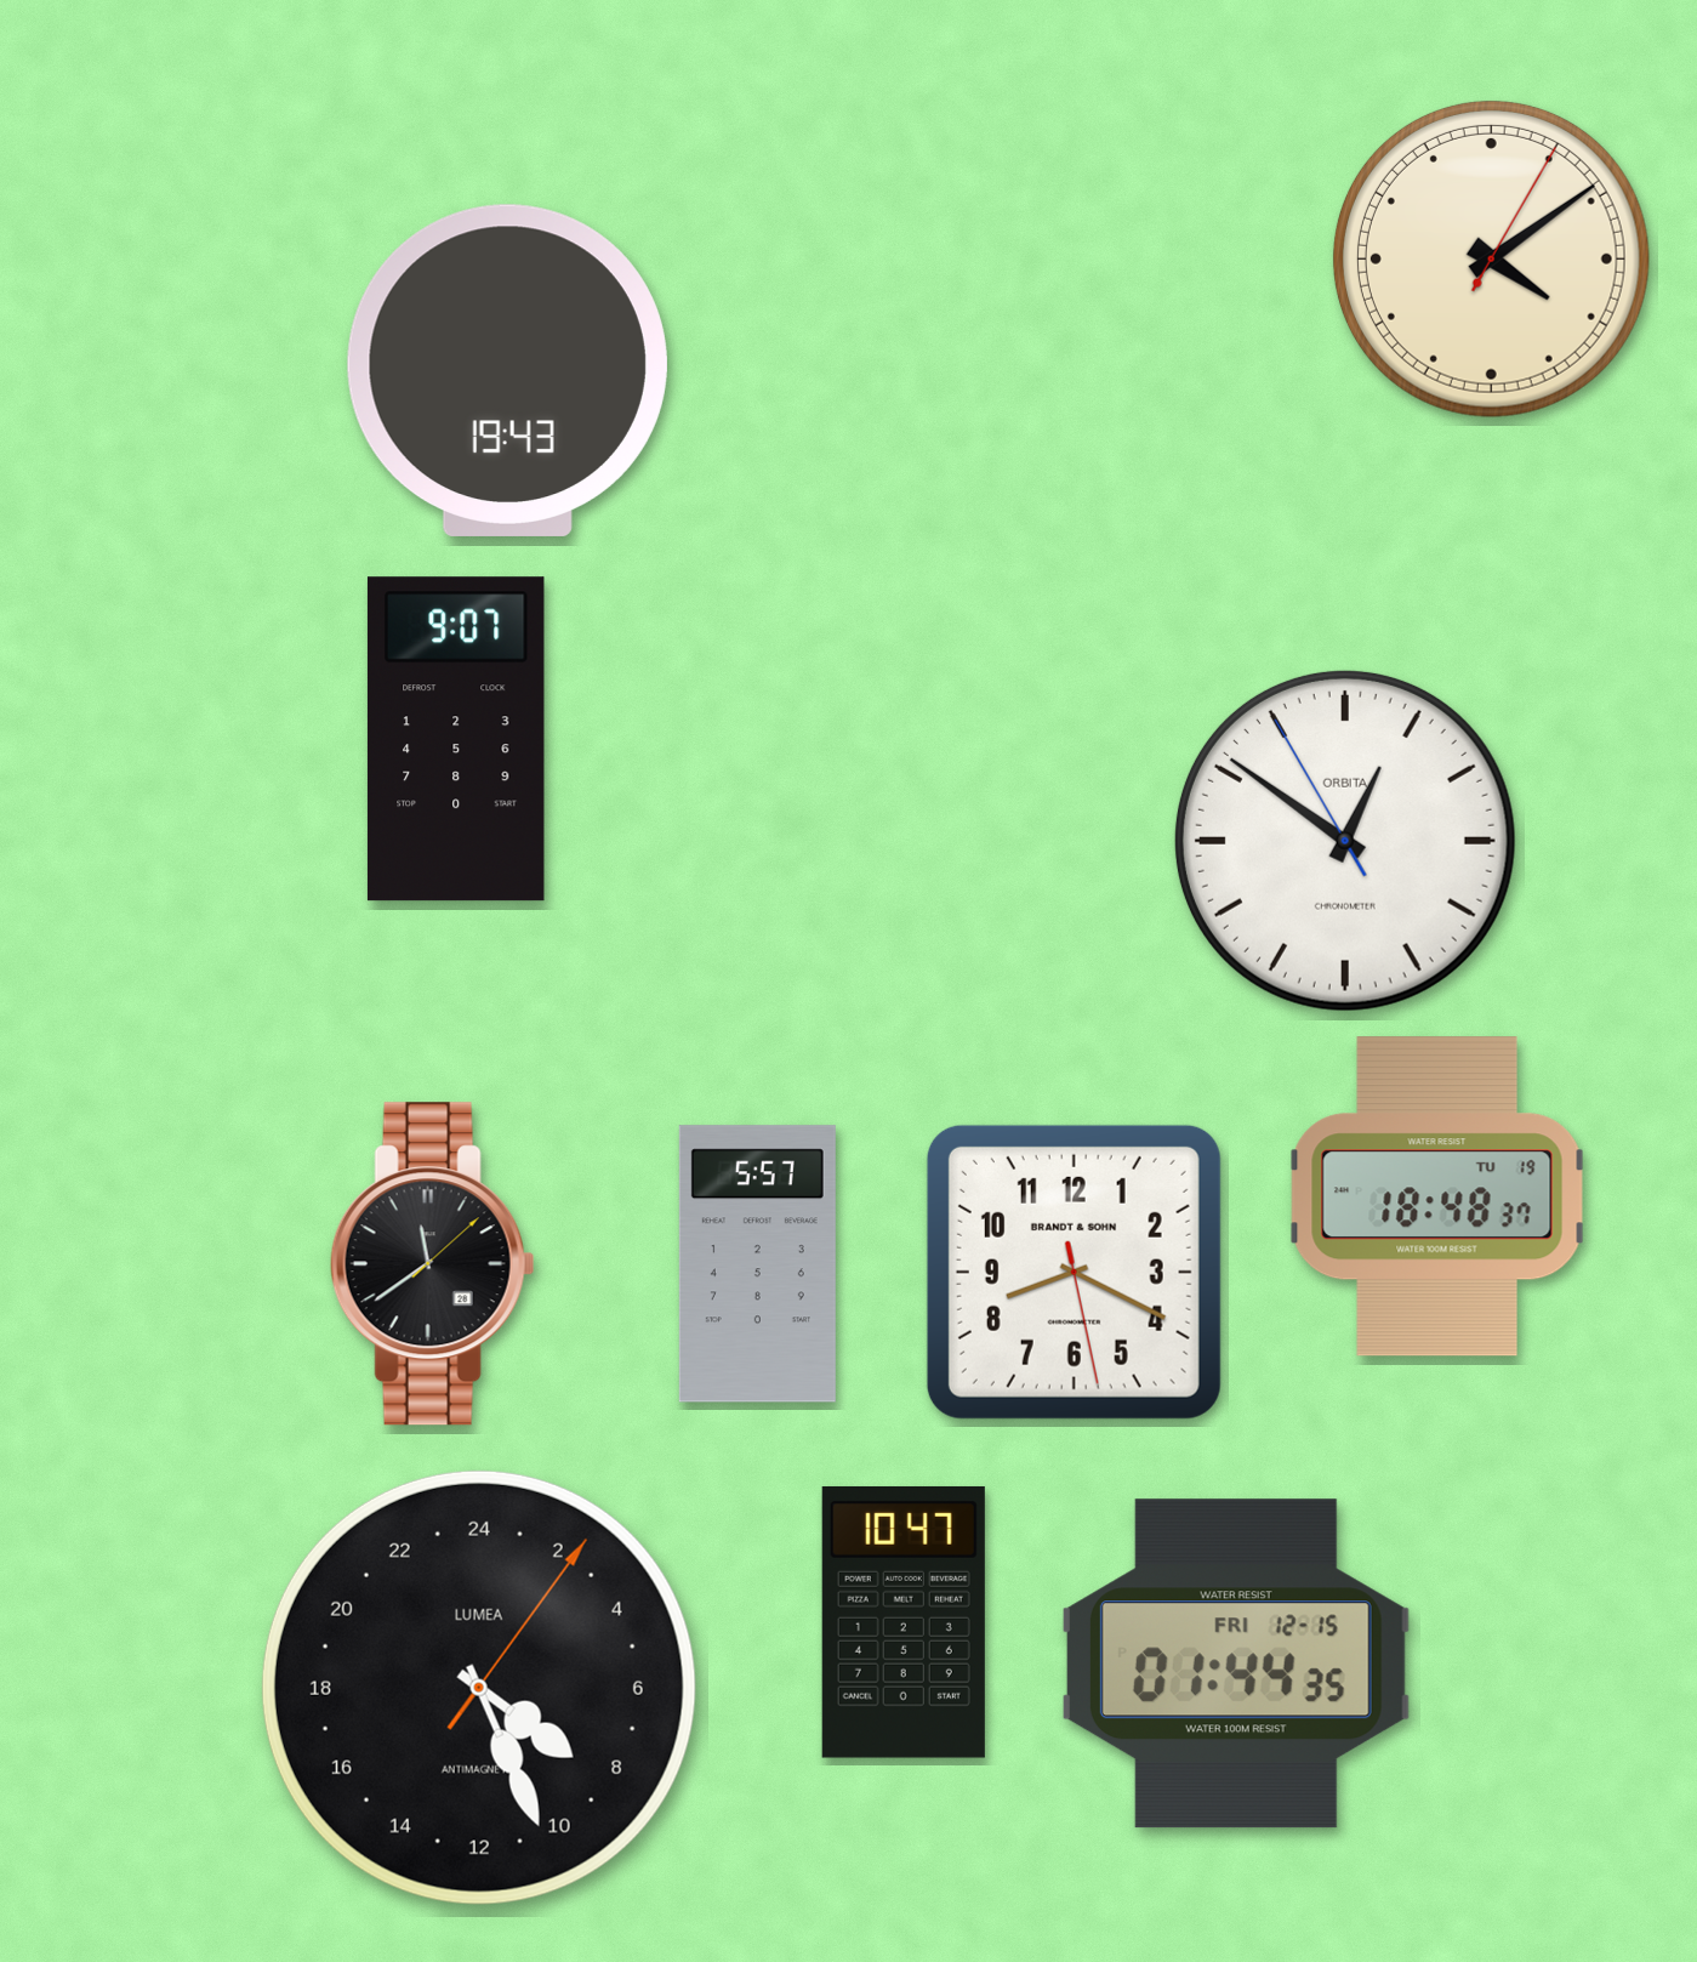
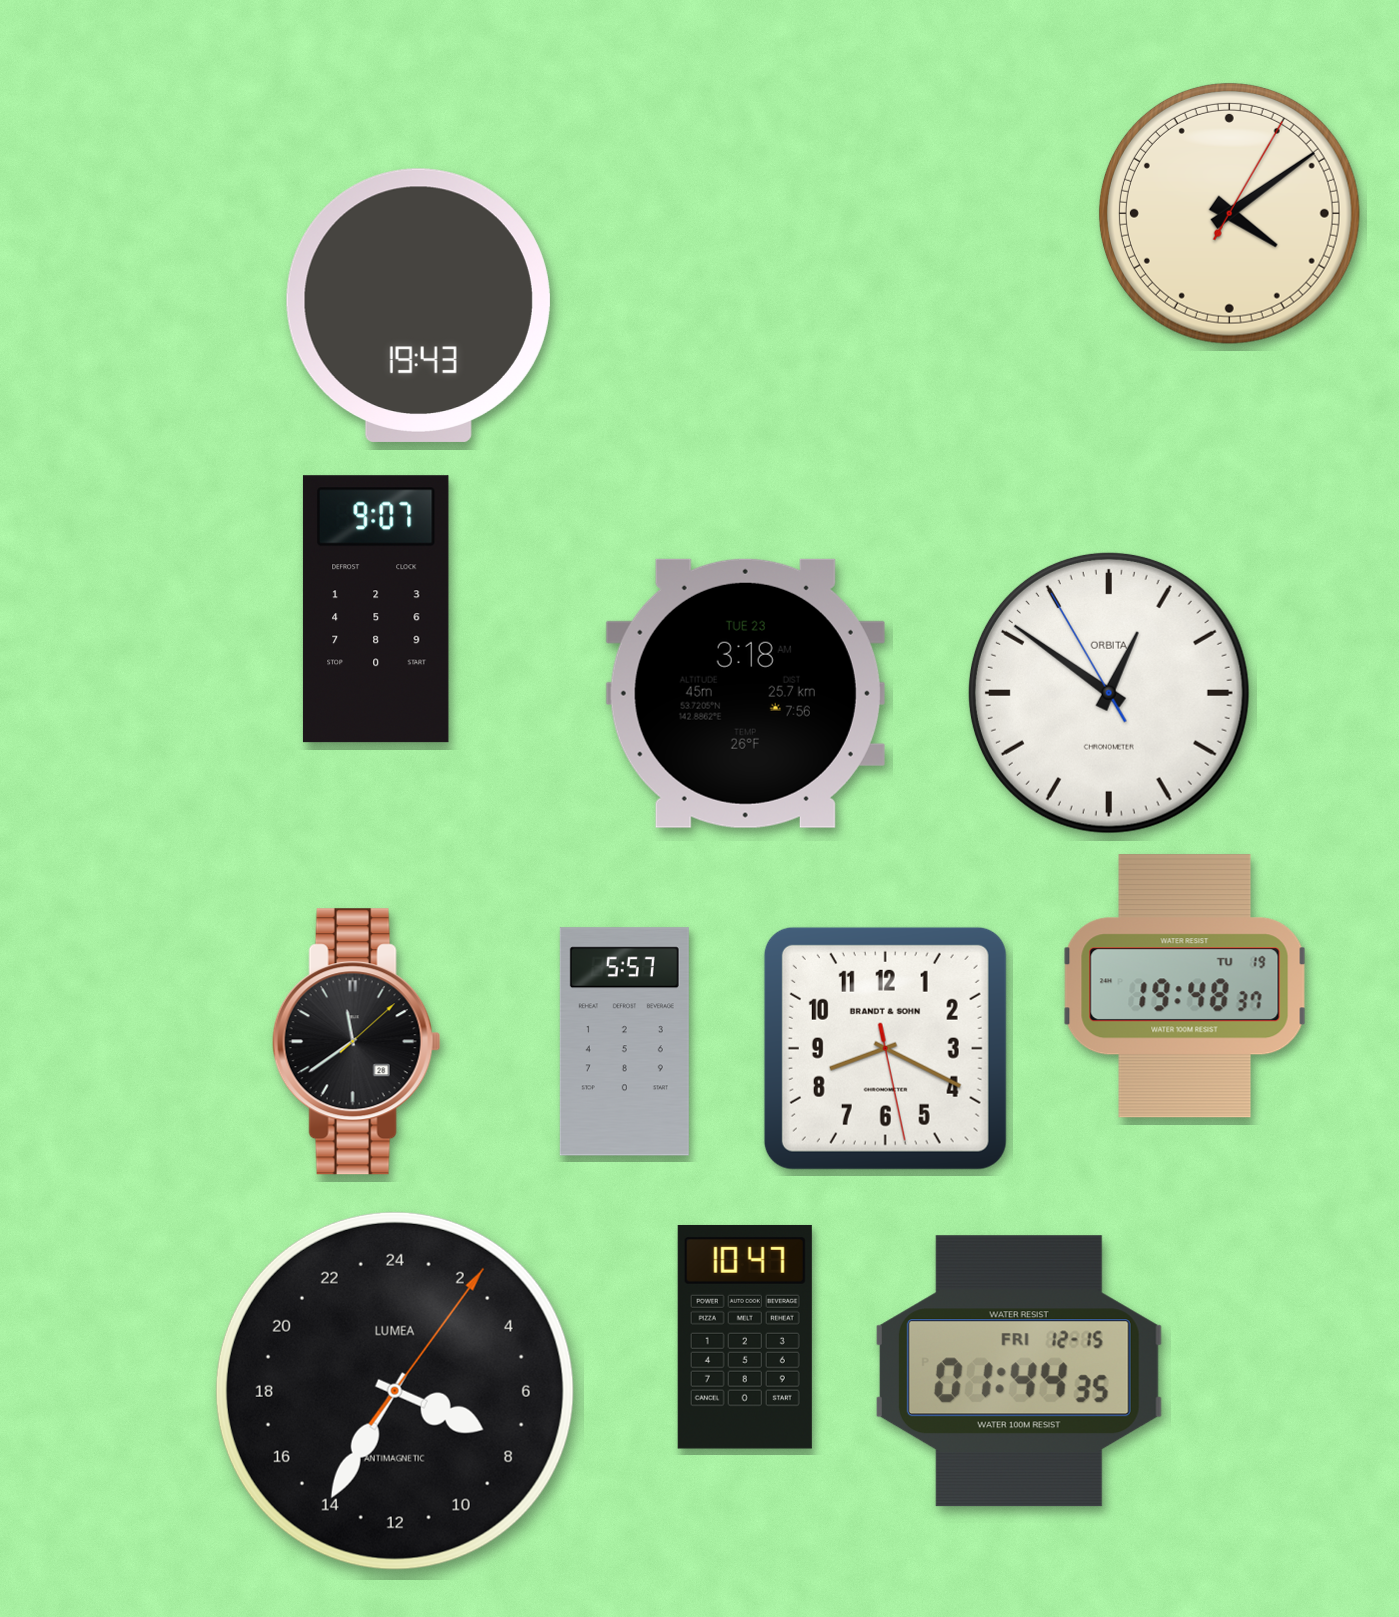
clock at (745, 693): none -> 3:18
clock at (1437, 1196): 18:48 -> 19:48
clock at (479, 1688): 8:26 -> 7:35
